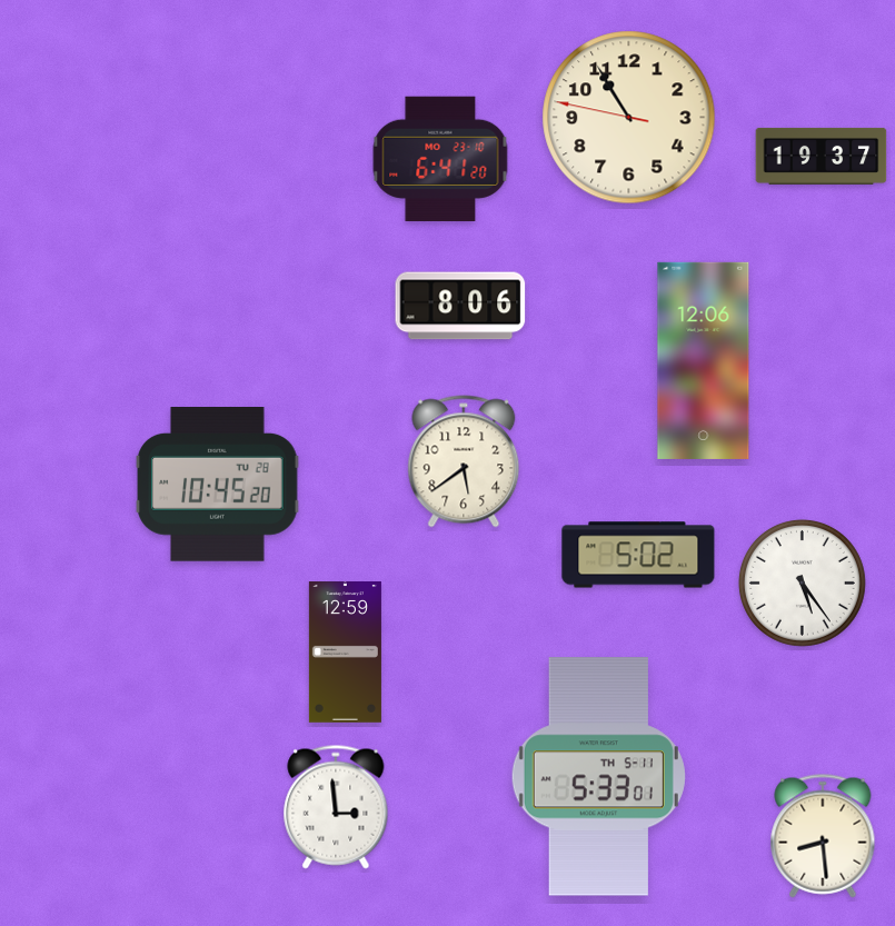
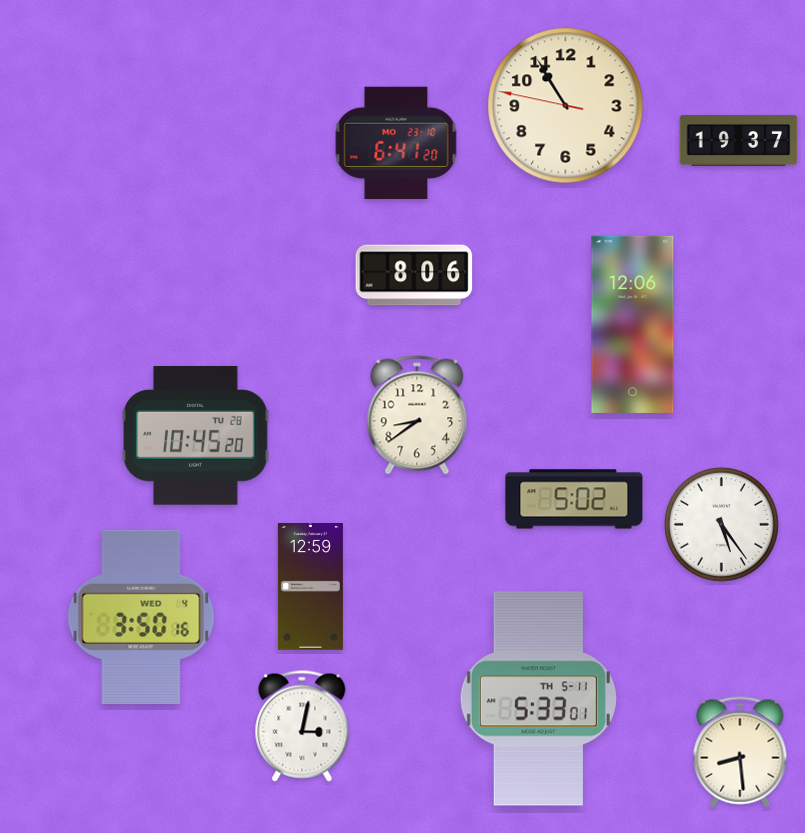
clock at (464, 461): 5:39 -> 8:39
clock at (141, 616): none -> 3:50
clock at (336, 807): 2:59 -> 3:02
